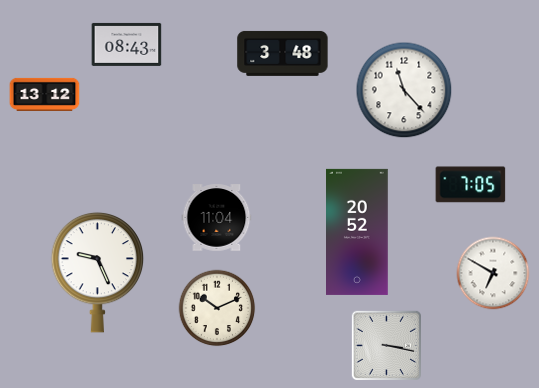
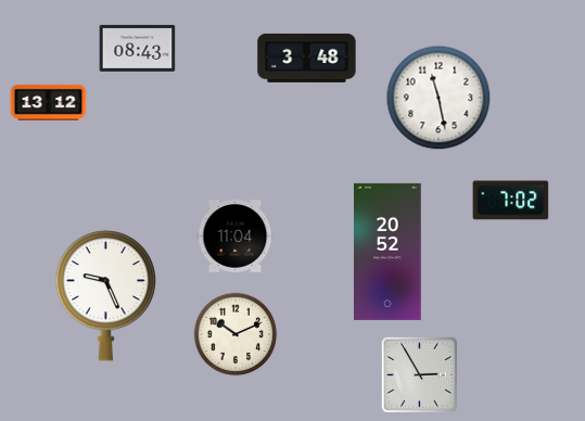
clock at (404, 90): 11:23 -> 11:28
clock at (471, 185): 7:05 -> 7:02
clock at (493, 273): 6:50 -> none
clock at (386, 345): 3:17 -> 2:55
